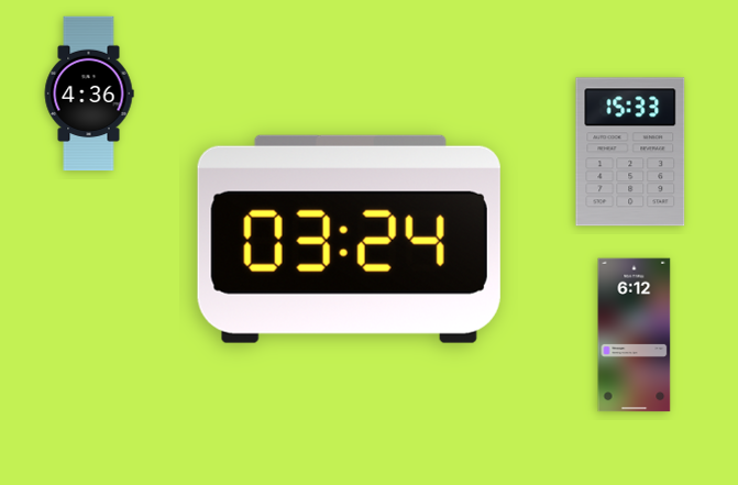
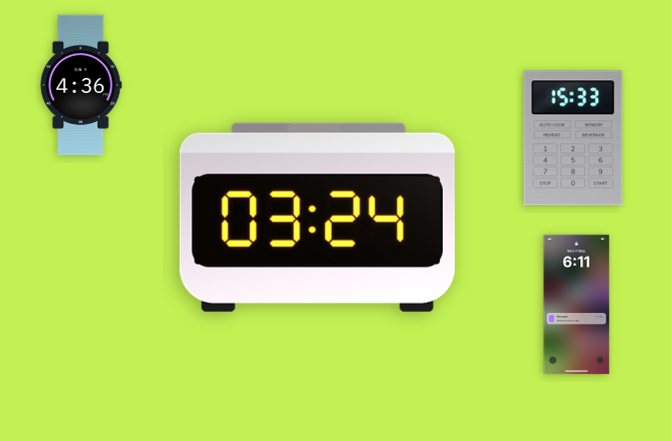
clock at (635, 335): 6:12 -> 6:11
